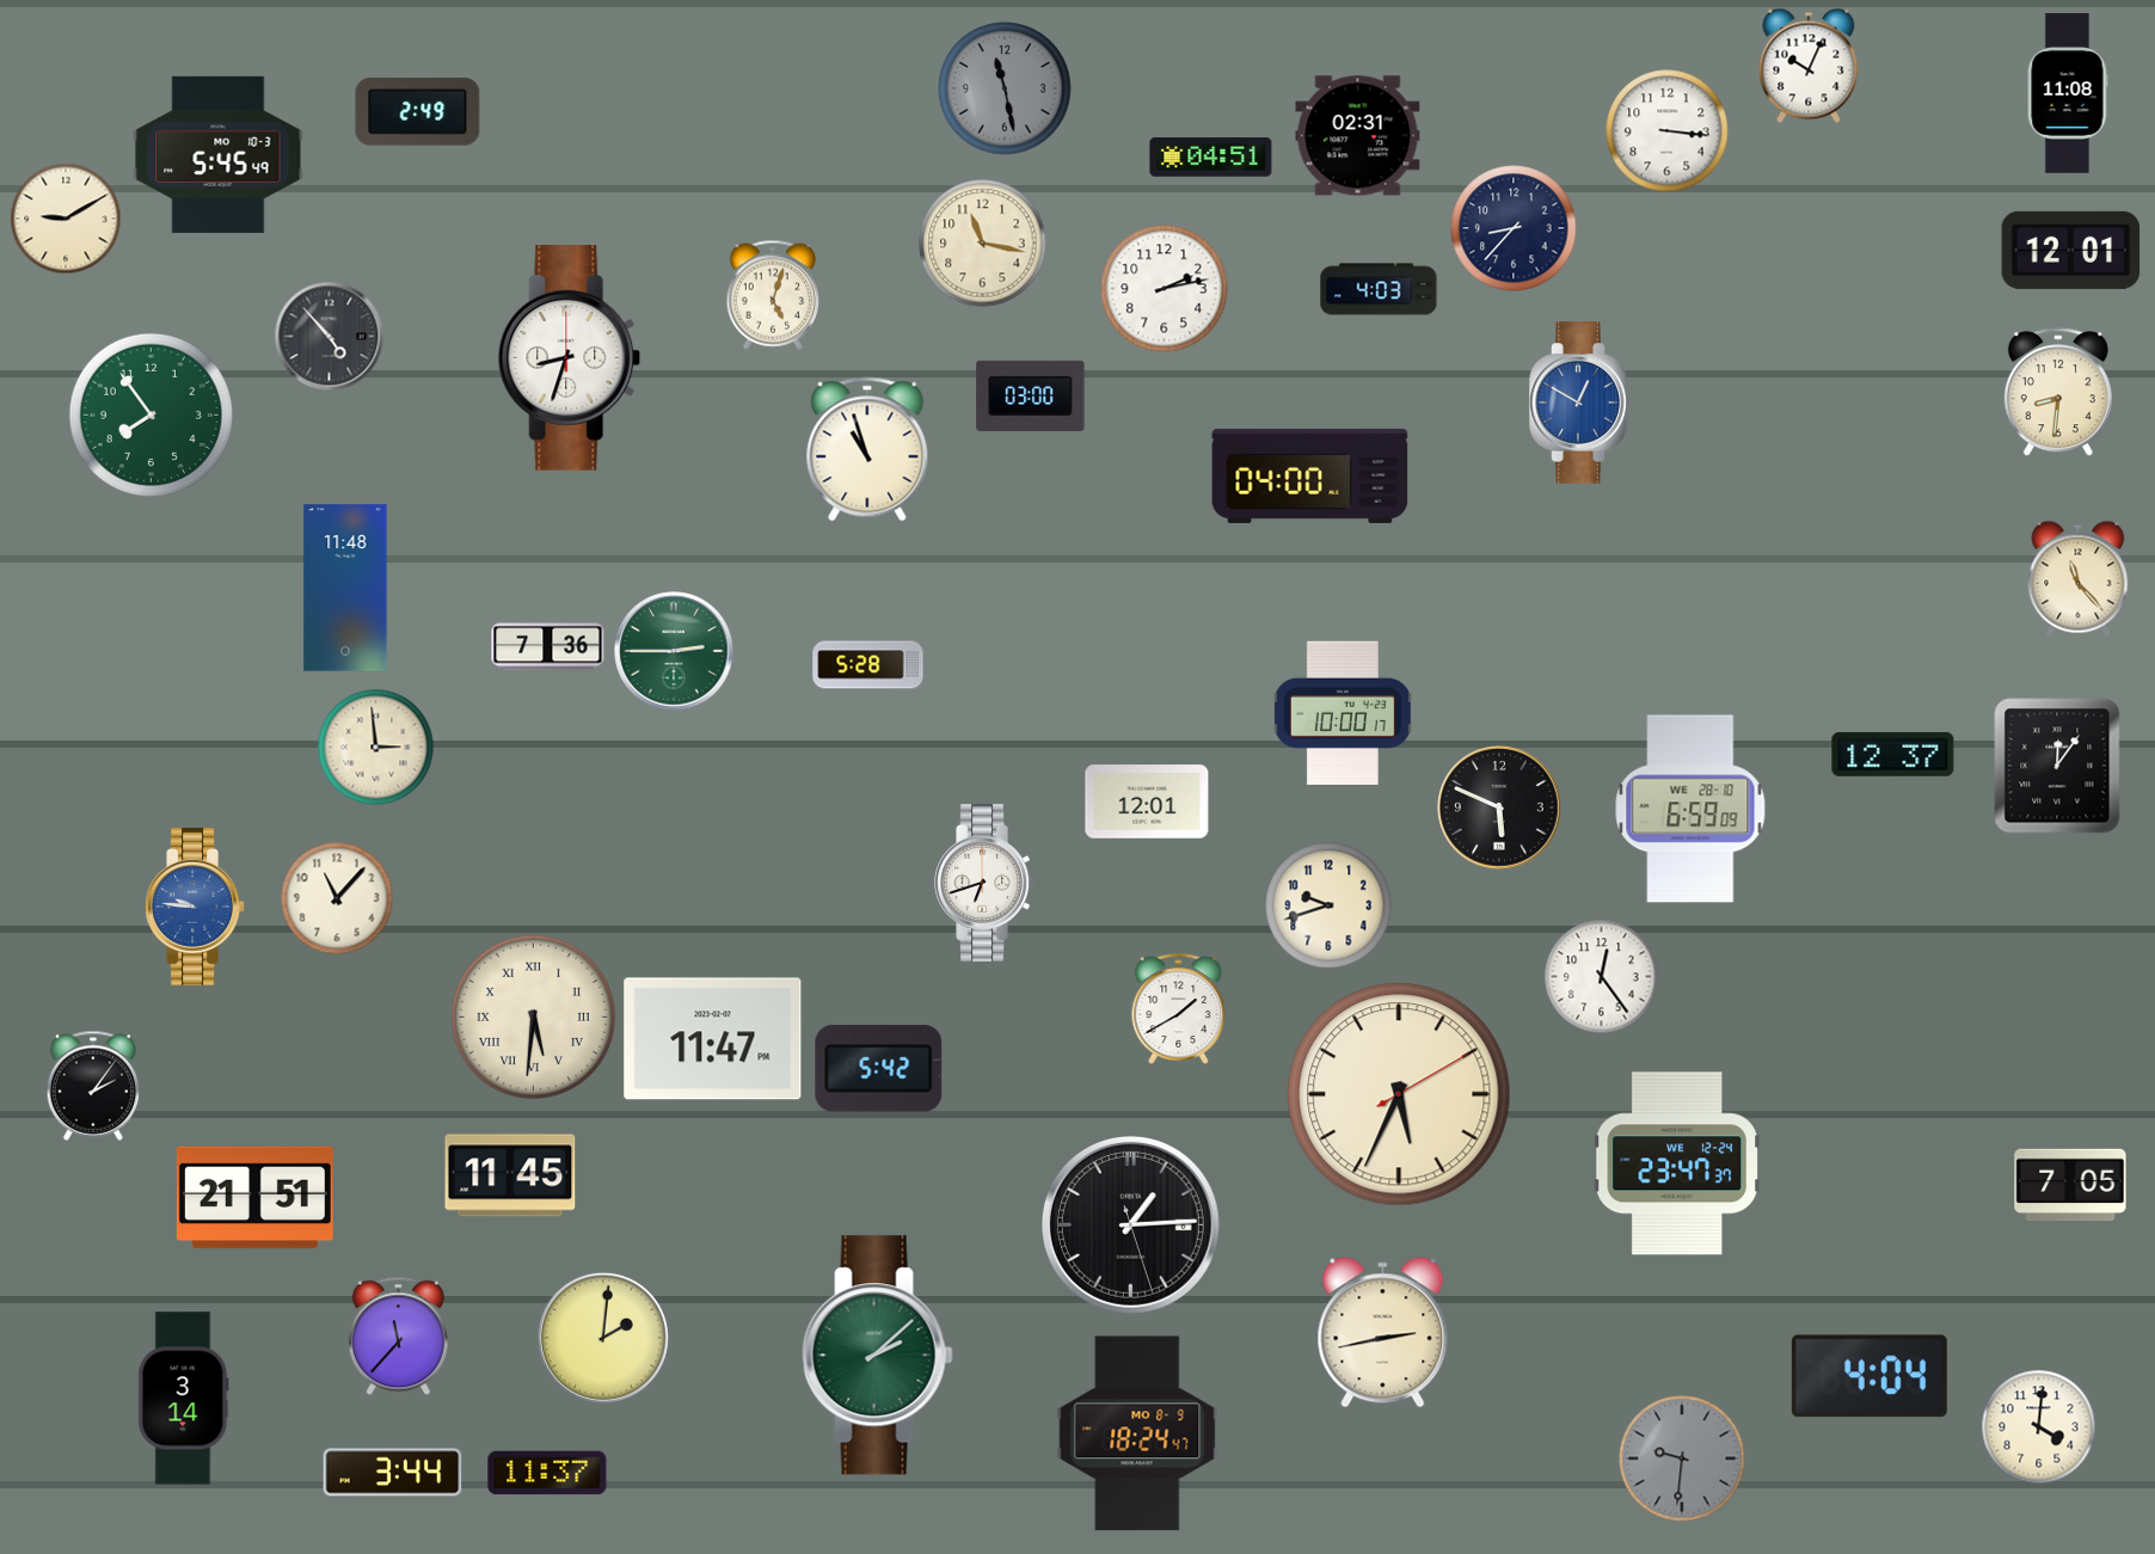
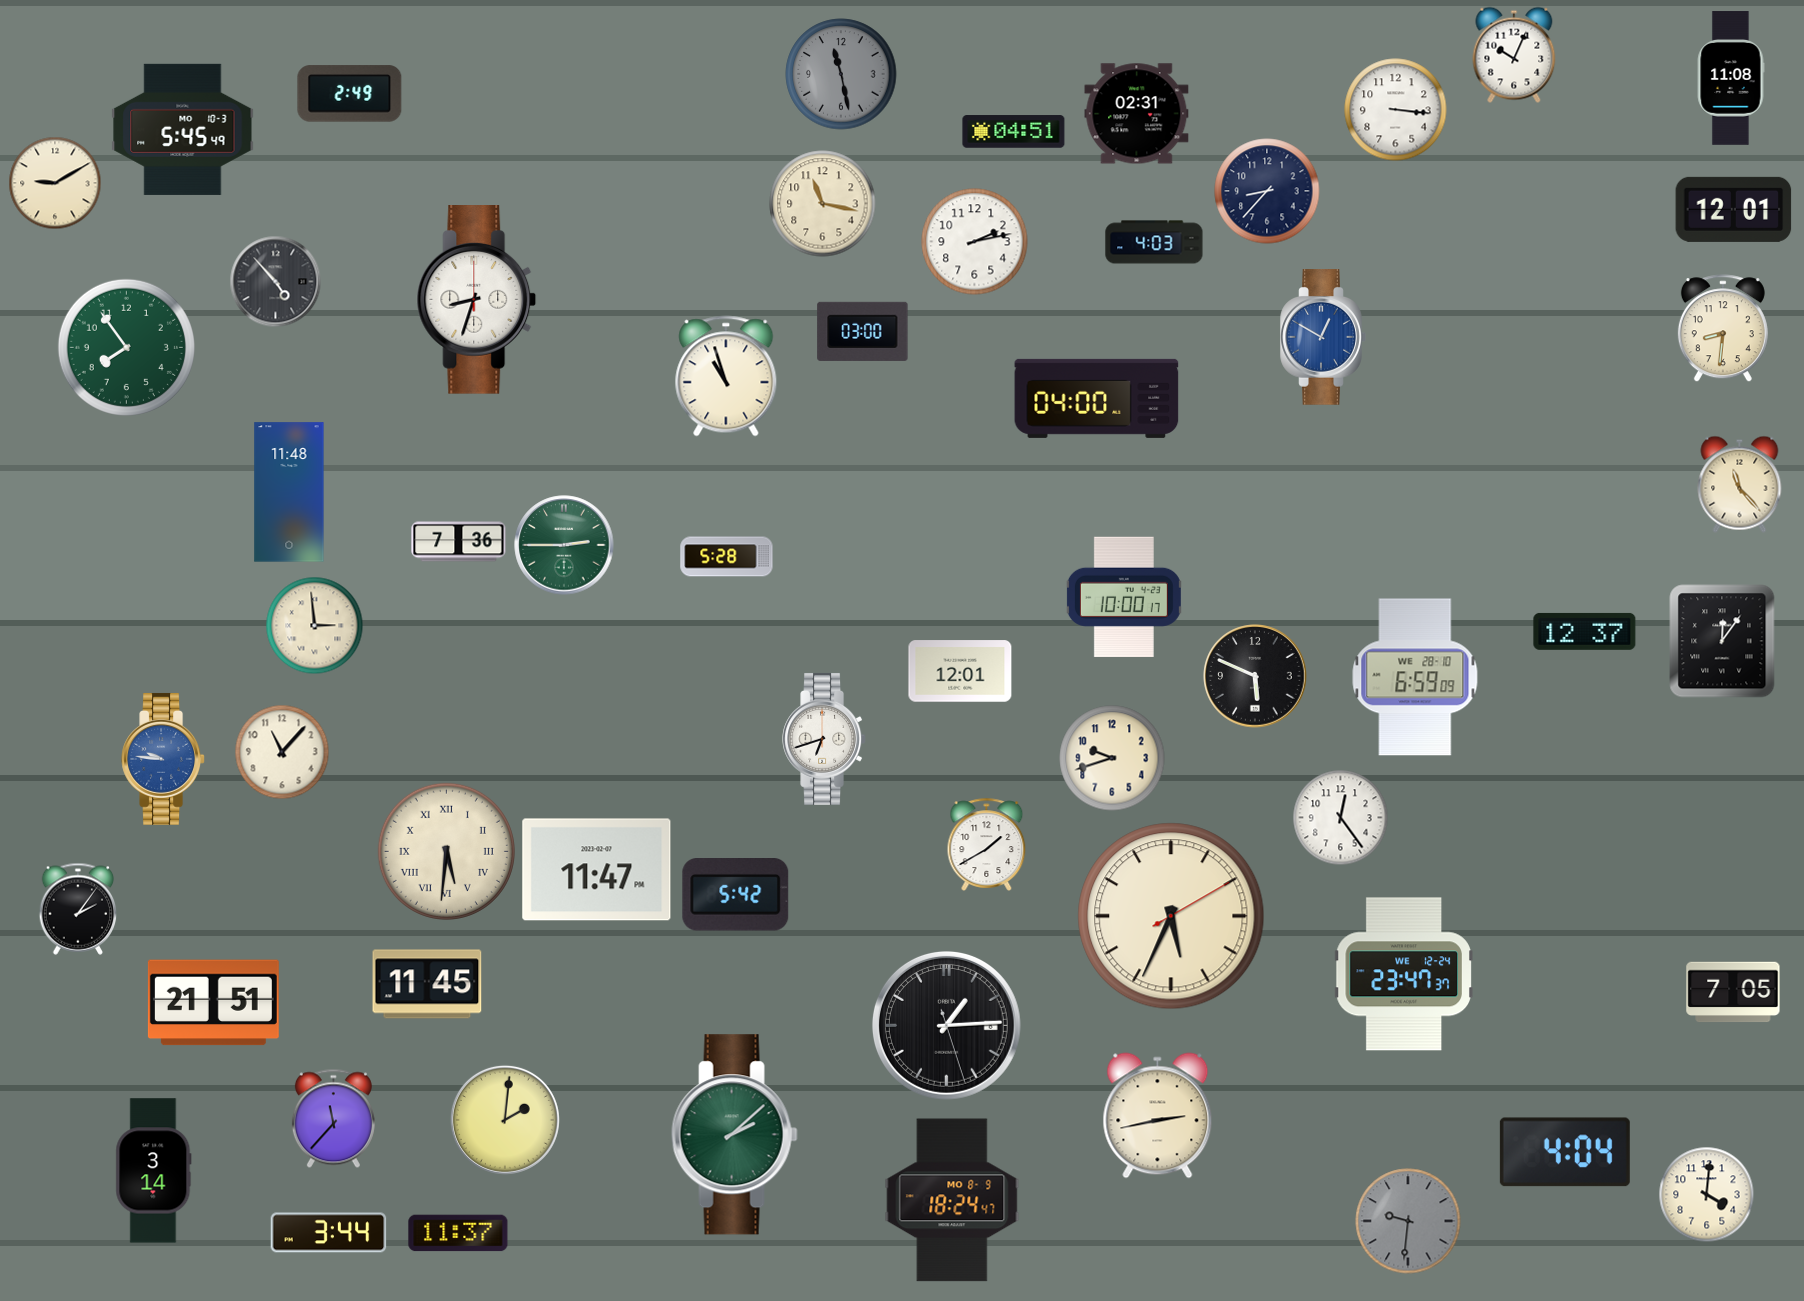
clock at (773, 295): 5:03 -> none
